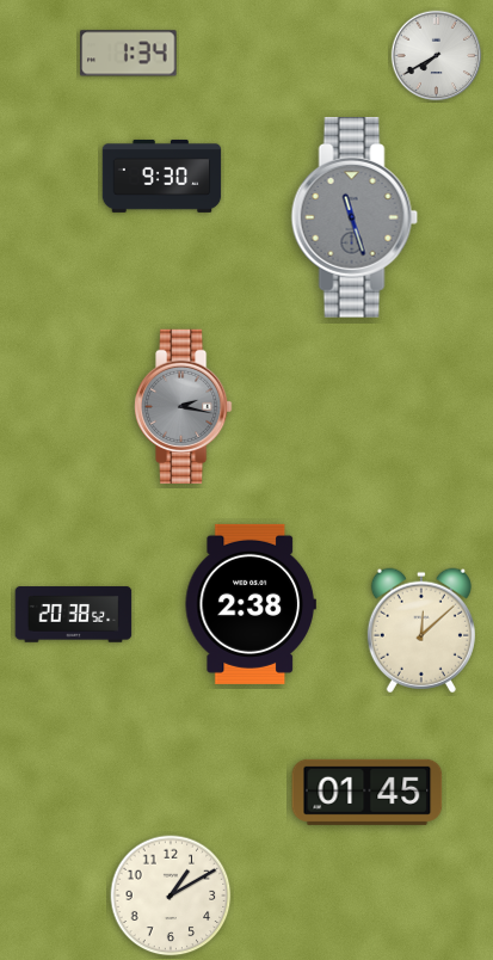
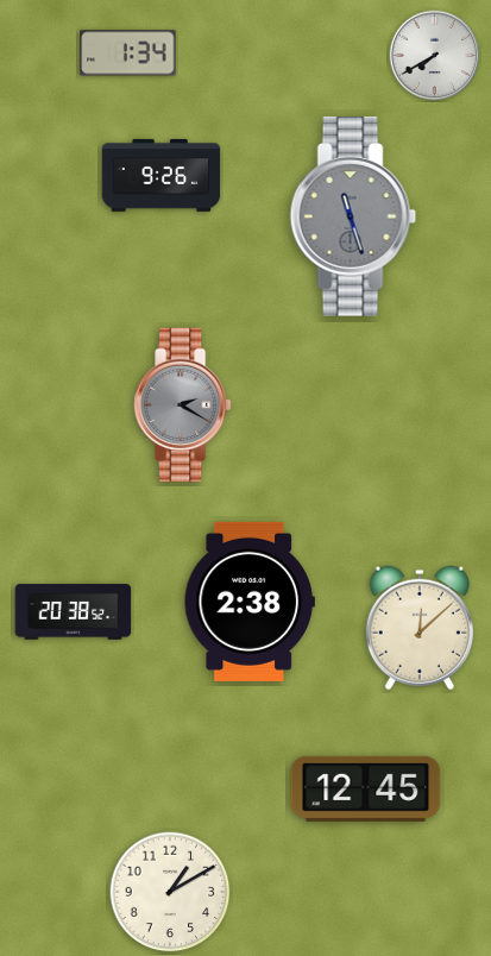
clock at (162, 176): 9:30 -> 9:26
clock at (184, 407): 2:17 -> 2:20
clock at (368, 792): 01:45 -> 12:45
